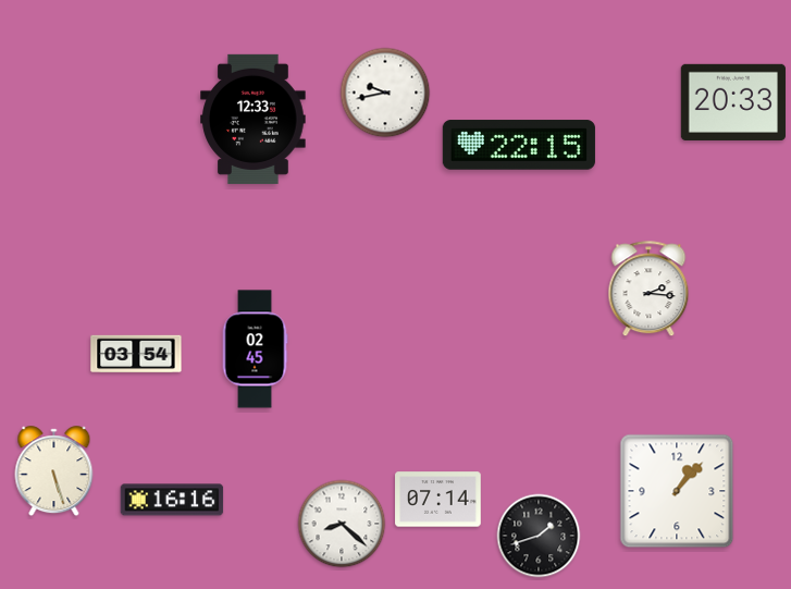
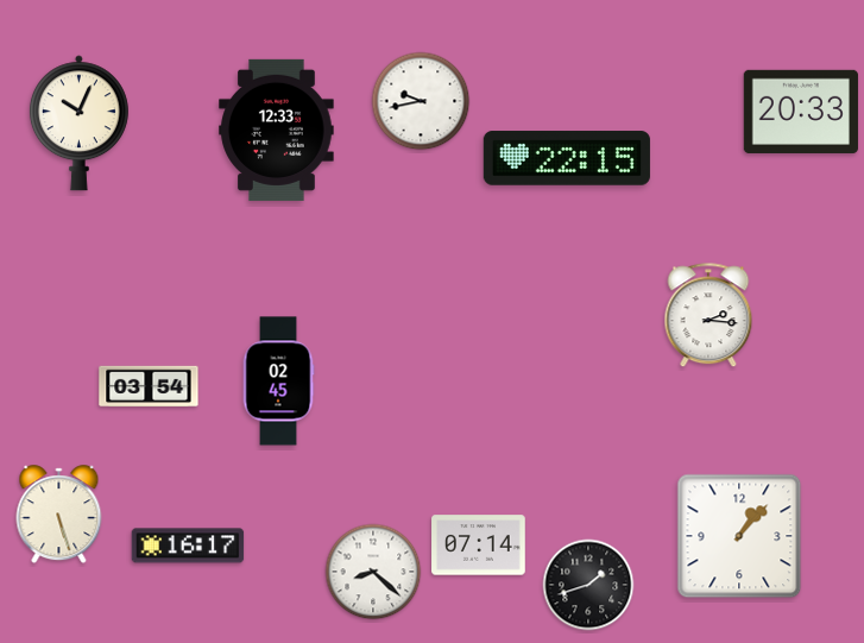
clock at (78, 124): none -> 10:04
clock at (172, 500): 16:16 -> 16:17
